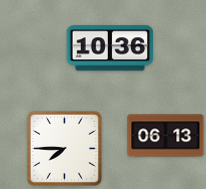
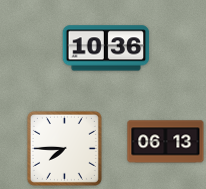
clock at (110, 48) position: (110, 48) -> (106, 48)
clock at (166, 136) position: (166, 136) -> (166, 142)
